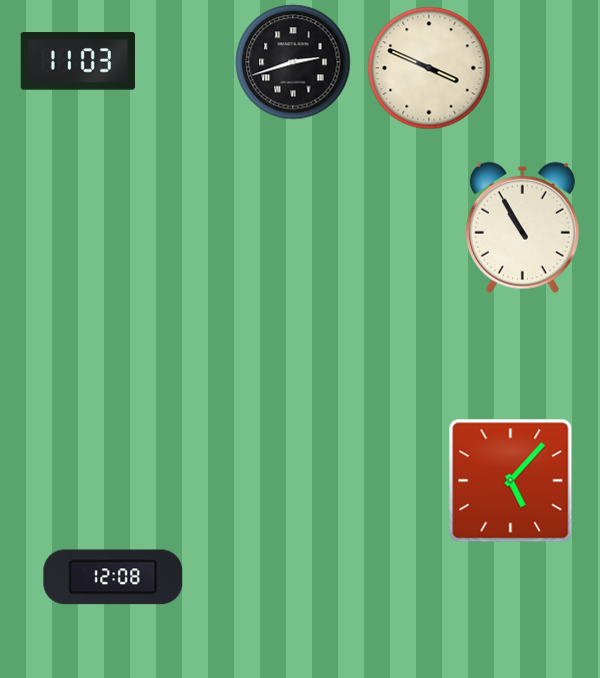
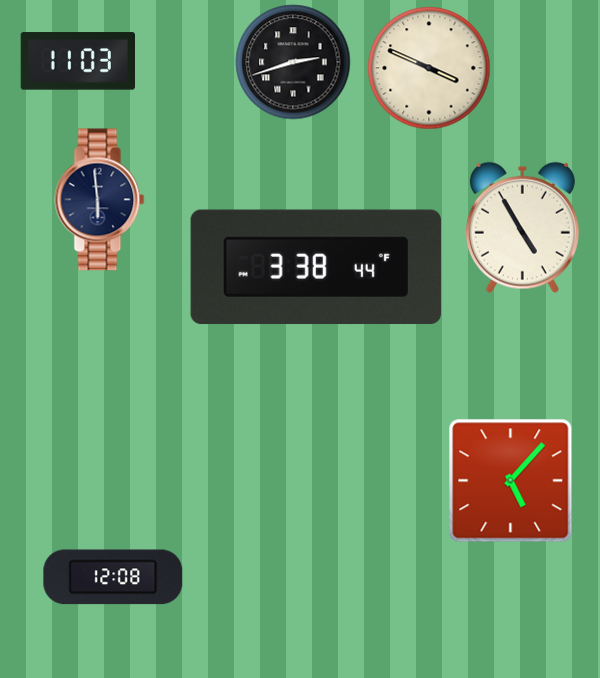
clock at (100, 200): none -> 5:59
clock at (522, 227): 10:55 -> 4:55
clock at (316, 267): none -> 3:38
